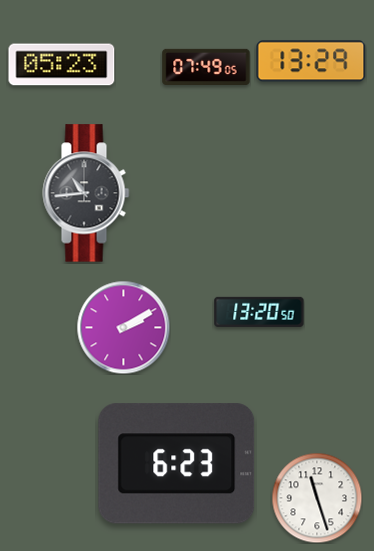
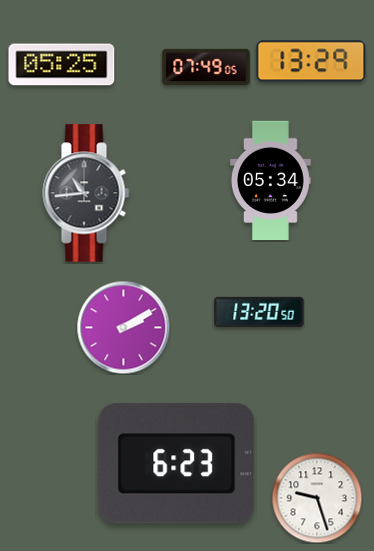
clock at (62, 65): 05:23 -> 05:25
clock at (271, 181): none -> 05:34
clock at (317, 498): 11:27 -> 9:27
